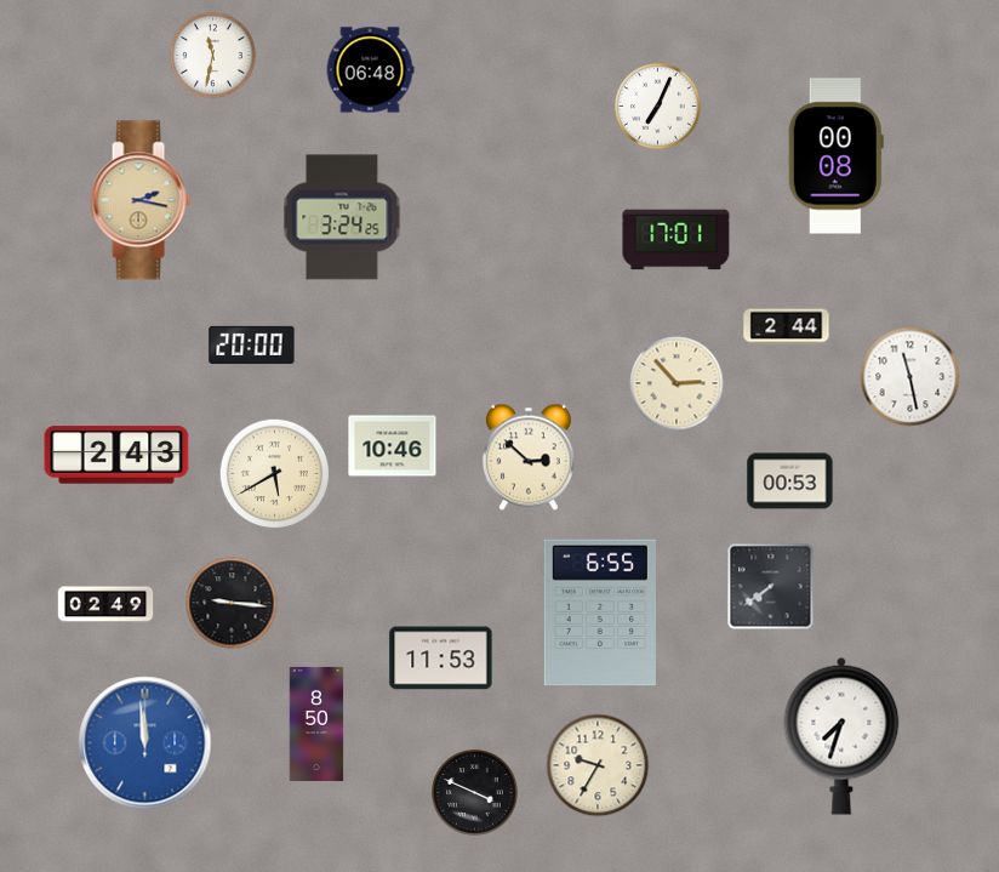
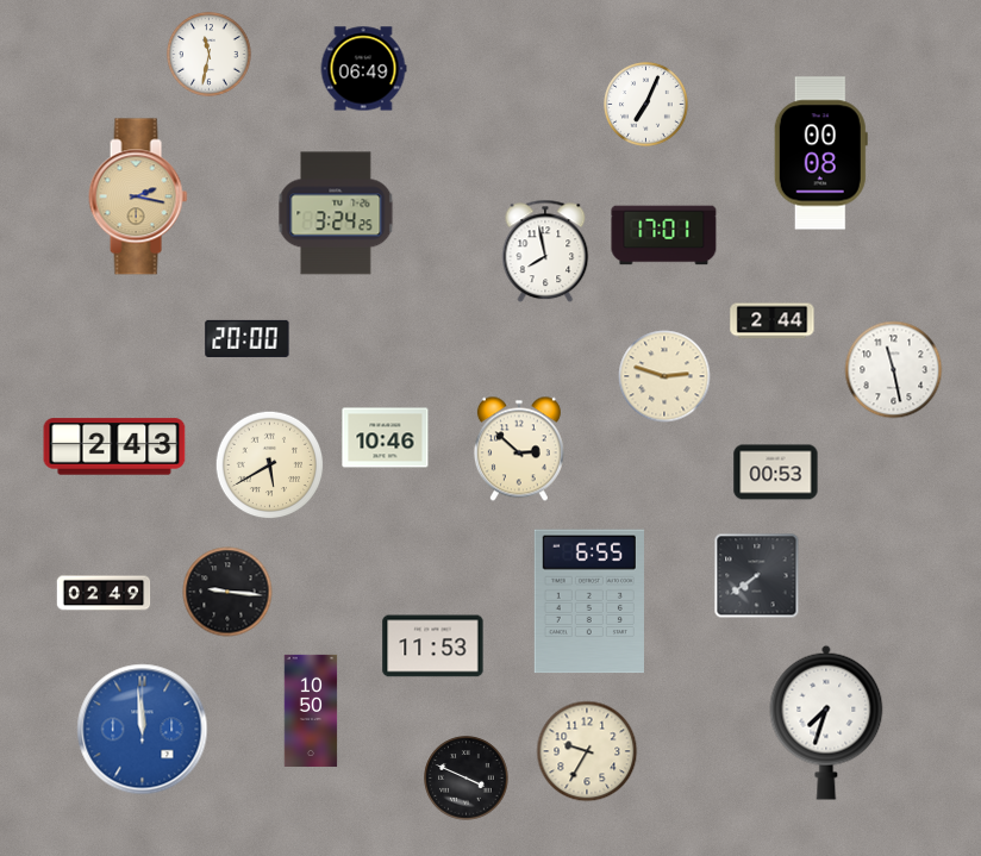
clock at (370, 70): 06:48 -> 06:49
clock at (545, 251): none -> 7:58
clock at (677, 383): 2:53 -> 2:48
clock at (316, 724): 8:50 -> 10:50
